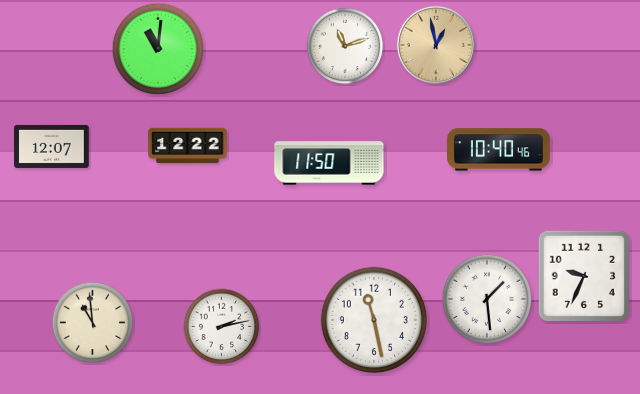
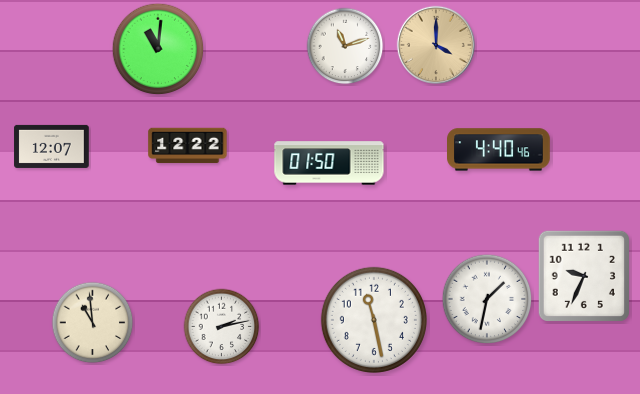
clock at (436, 45): 12:58 -> 4:00
clock at (499, 150): 10:40 -> 4:40
clock at (329, 163): 11:50 -> 01:50
clock at (487, 299): 1:29 -> 1:32
